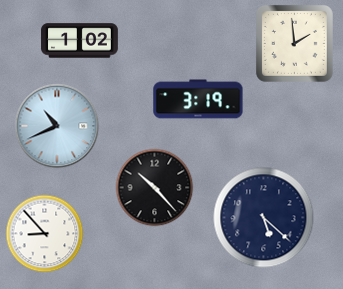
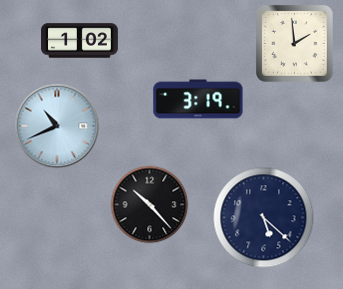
clock at (154, 187) position: (154, 187) -> (149, 204)
clock at (44, 233): 8:53 -> none
